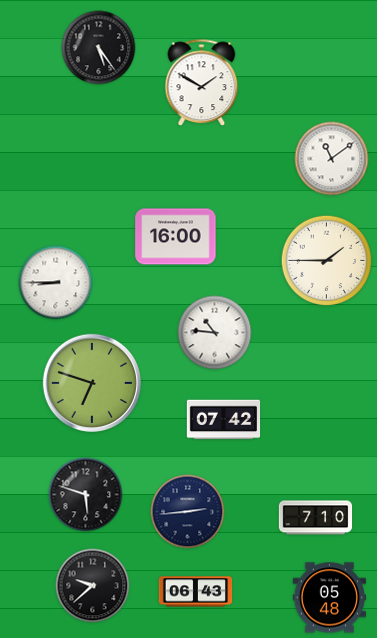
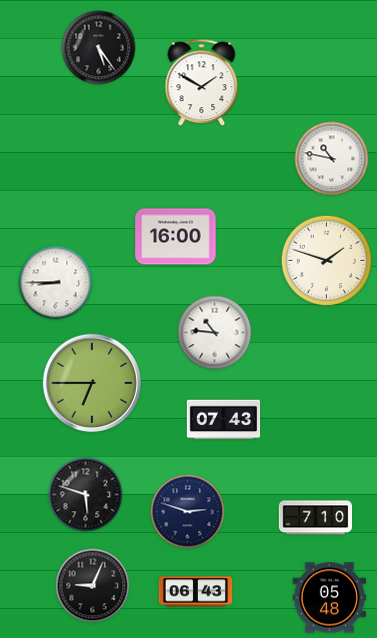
clock at (332, 159): 11:09 -> 10:47
clock at (327, 261): 1:45 -> 1:48
clock at (92, 383): 6:48 -> 6:45
clock at (224, 420): 07:42 -> 07:43
clock at (188, 512): 2:44 -> 2:48
clock at (93, 586): 9:38 -> 9:04
